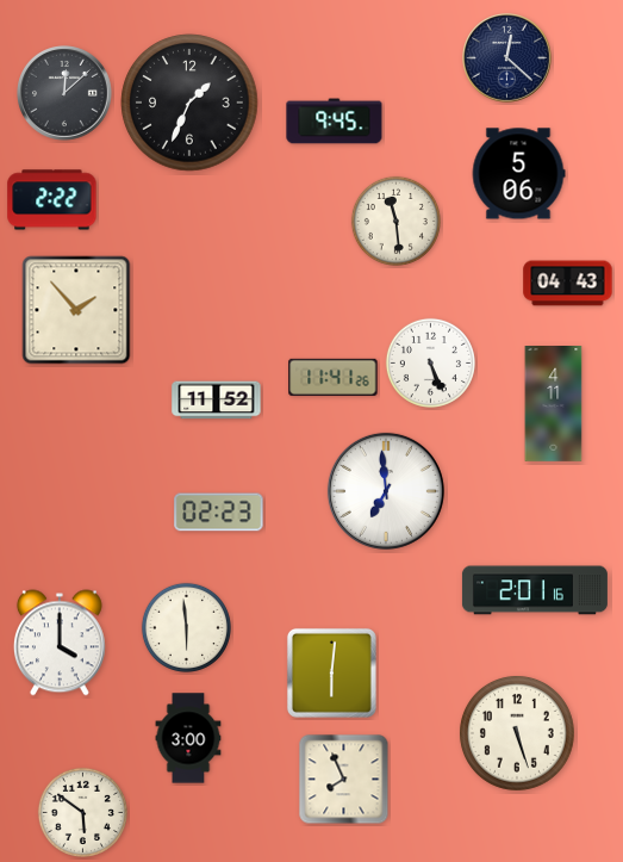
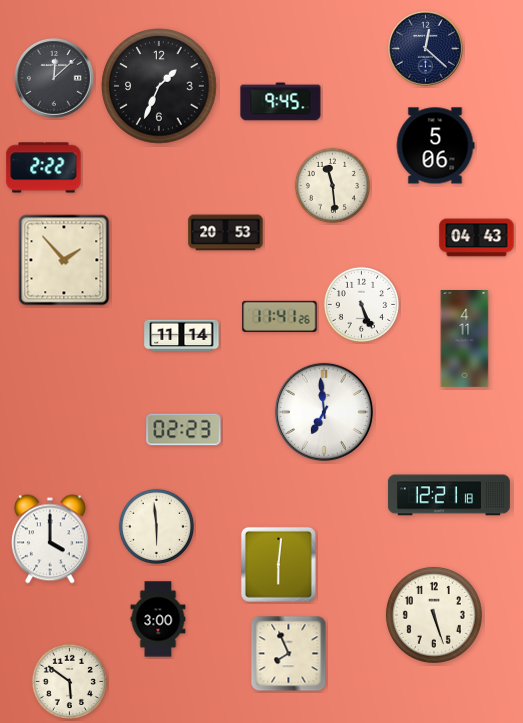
clock at (226, 233): none -> 20:53
clock at (217, 401): 11:52 -> 11:14
clock at (535, 590): 2:01 -> 12:21
